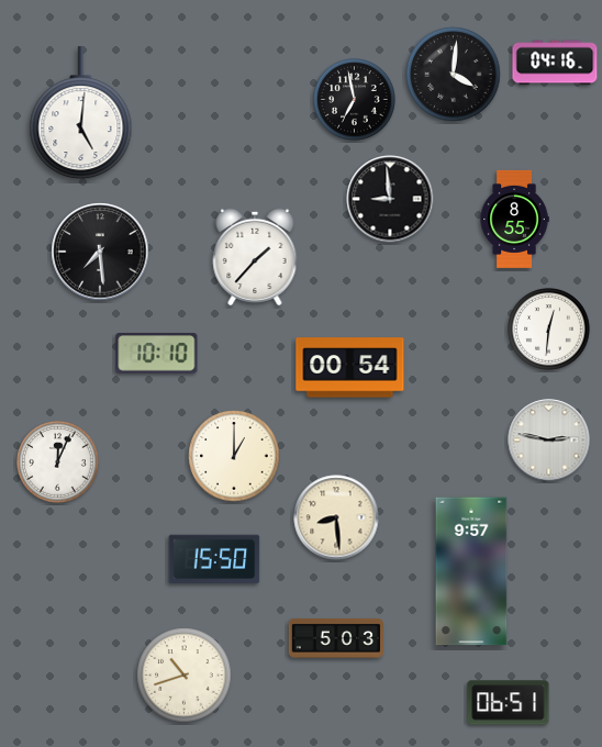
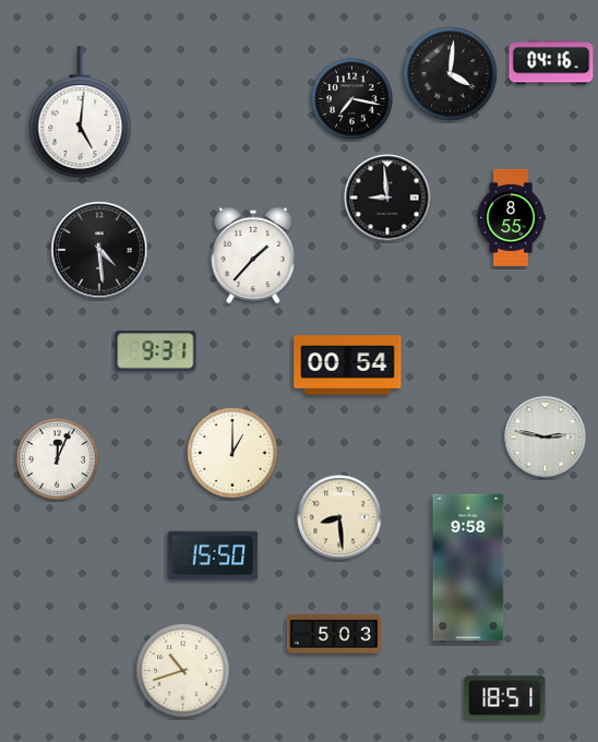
clock at (355, 100): 6:58 -> 7:17
clock at (100, 252): 7:29 -> 4:29
clock at (549, 330): 12:31 -> none
clock at (157, 354): 10:10 -> 9:31
clock at (336, 517) position: (336, 517) -> (339, 517)
clock at (471, 571): 9:57 -> 9:58
clock at (509, 703): 06:51 -> 18:51
